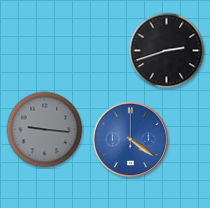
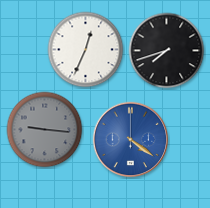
clock at (86, 50): none -> 12:34
clock at (167, 51): 2:42 -> 7:42
